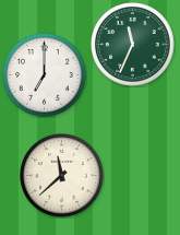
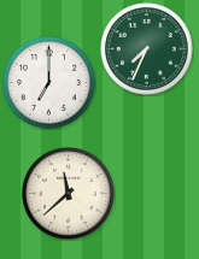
clock at (133, 45): 11:34 -> 7:34
